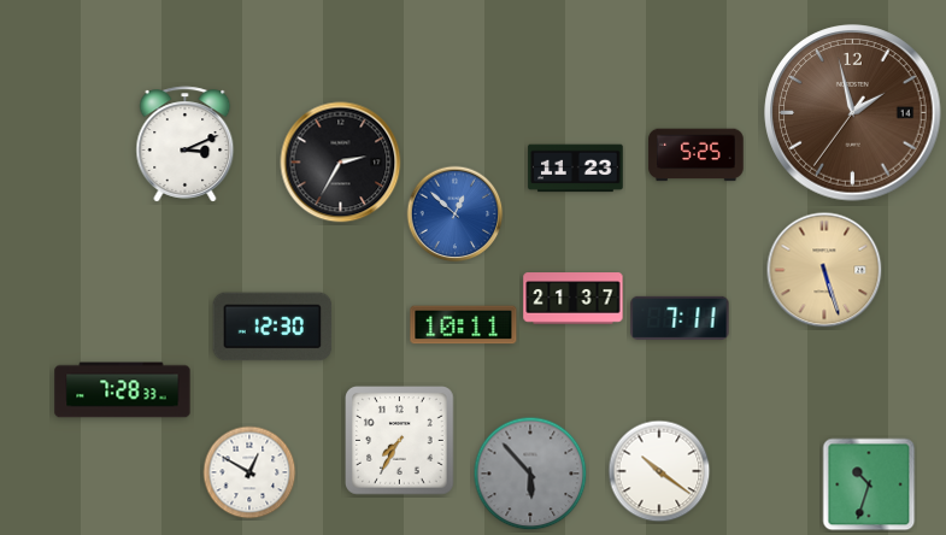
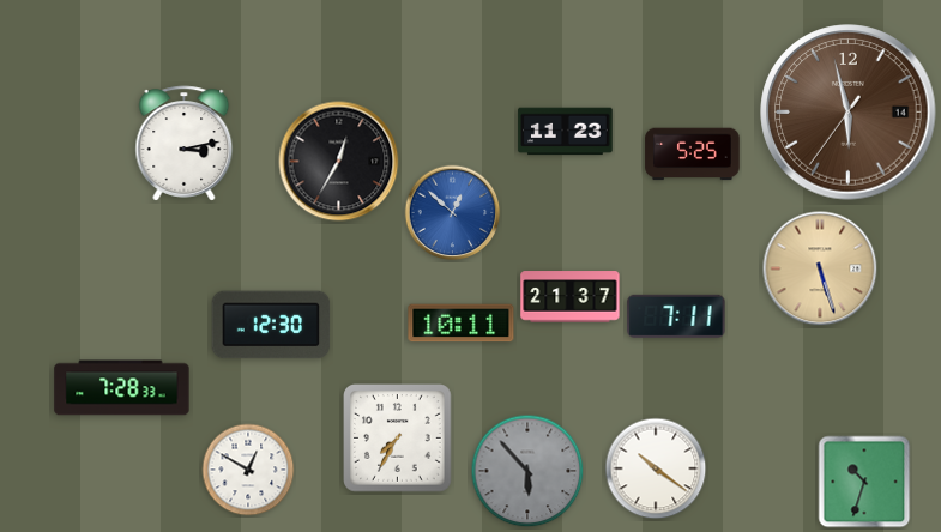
clock at (853, 113): 1:57 -> 5:57
clock at (186, 145): 3:11 -> 3:13
clock at (341, 163): 2:35 -> 12:35
clock at (576, 169) position: (576, 169) -> (566, 132)
